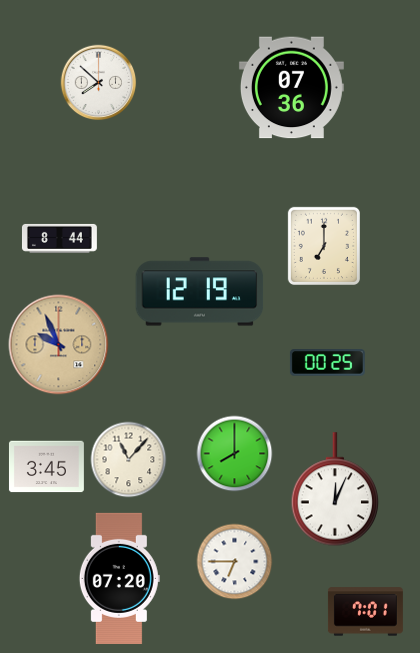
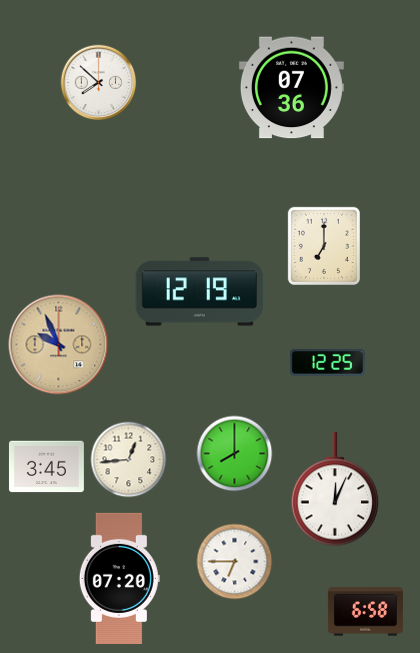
clock at (59, 238): 8:44 -> none
clock at (327, 363): 00:25 -> 12:25
clock at (129, 460): 11:07 -> 12:44
clock at (365, 612): 7:01 -> 6:58
